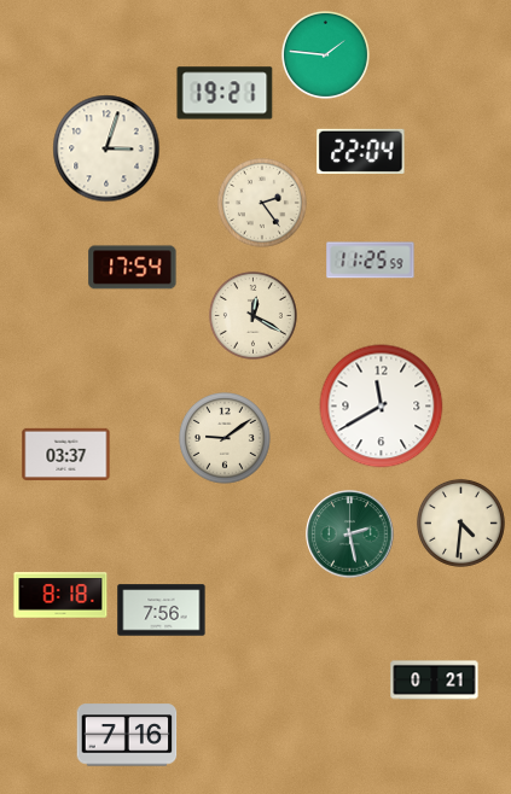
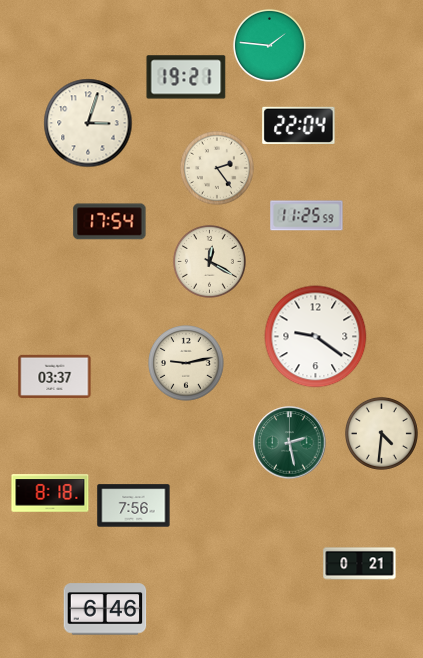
clock at (382, 407): 11:40 -> 9:21
clock at (226, 439): 9:09 -> 9:13
clock at (127, 735): 7:16 -> 6:46
